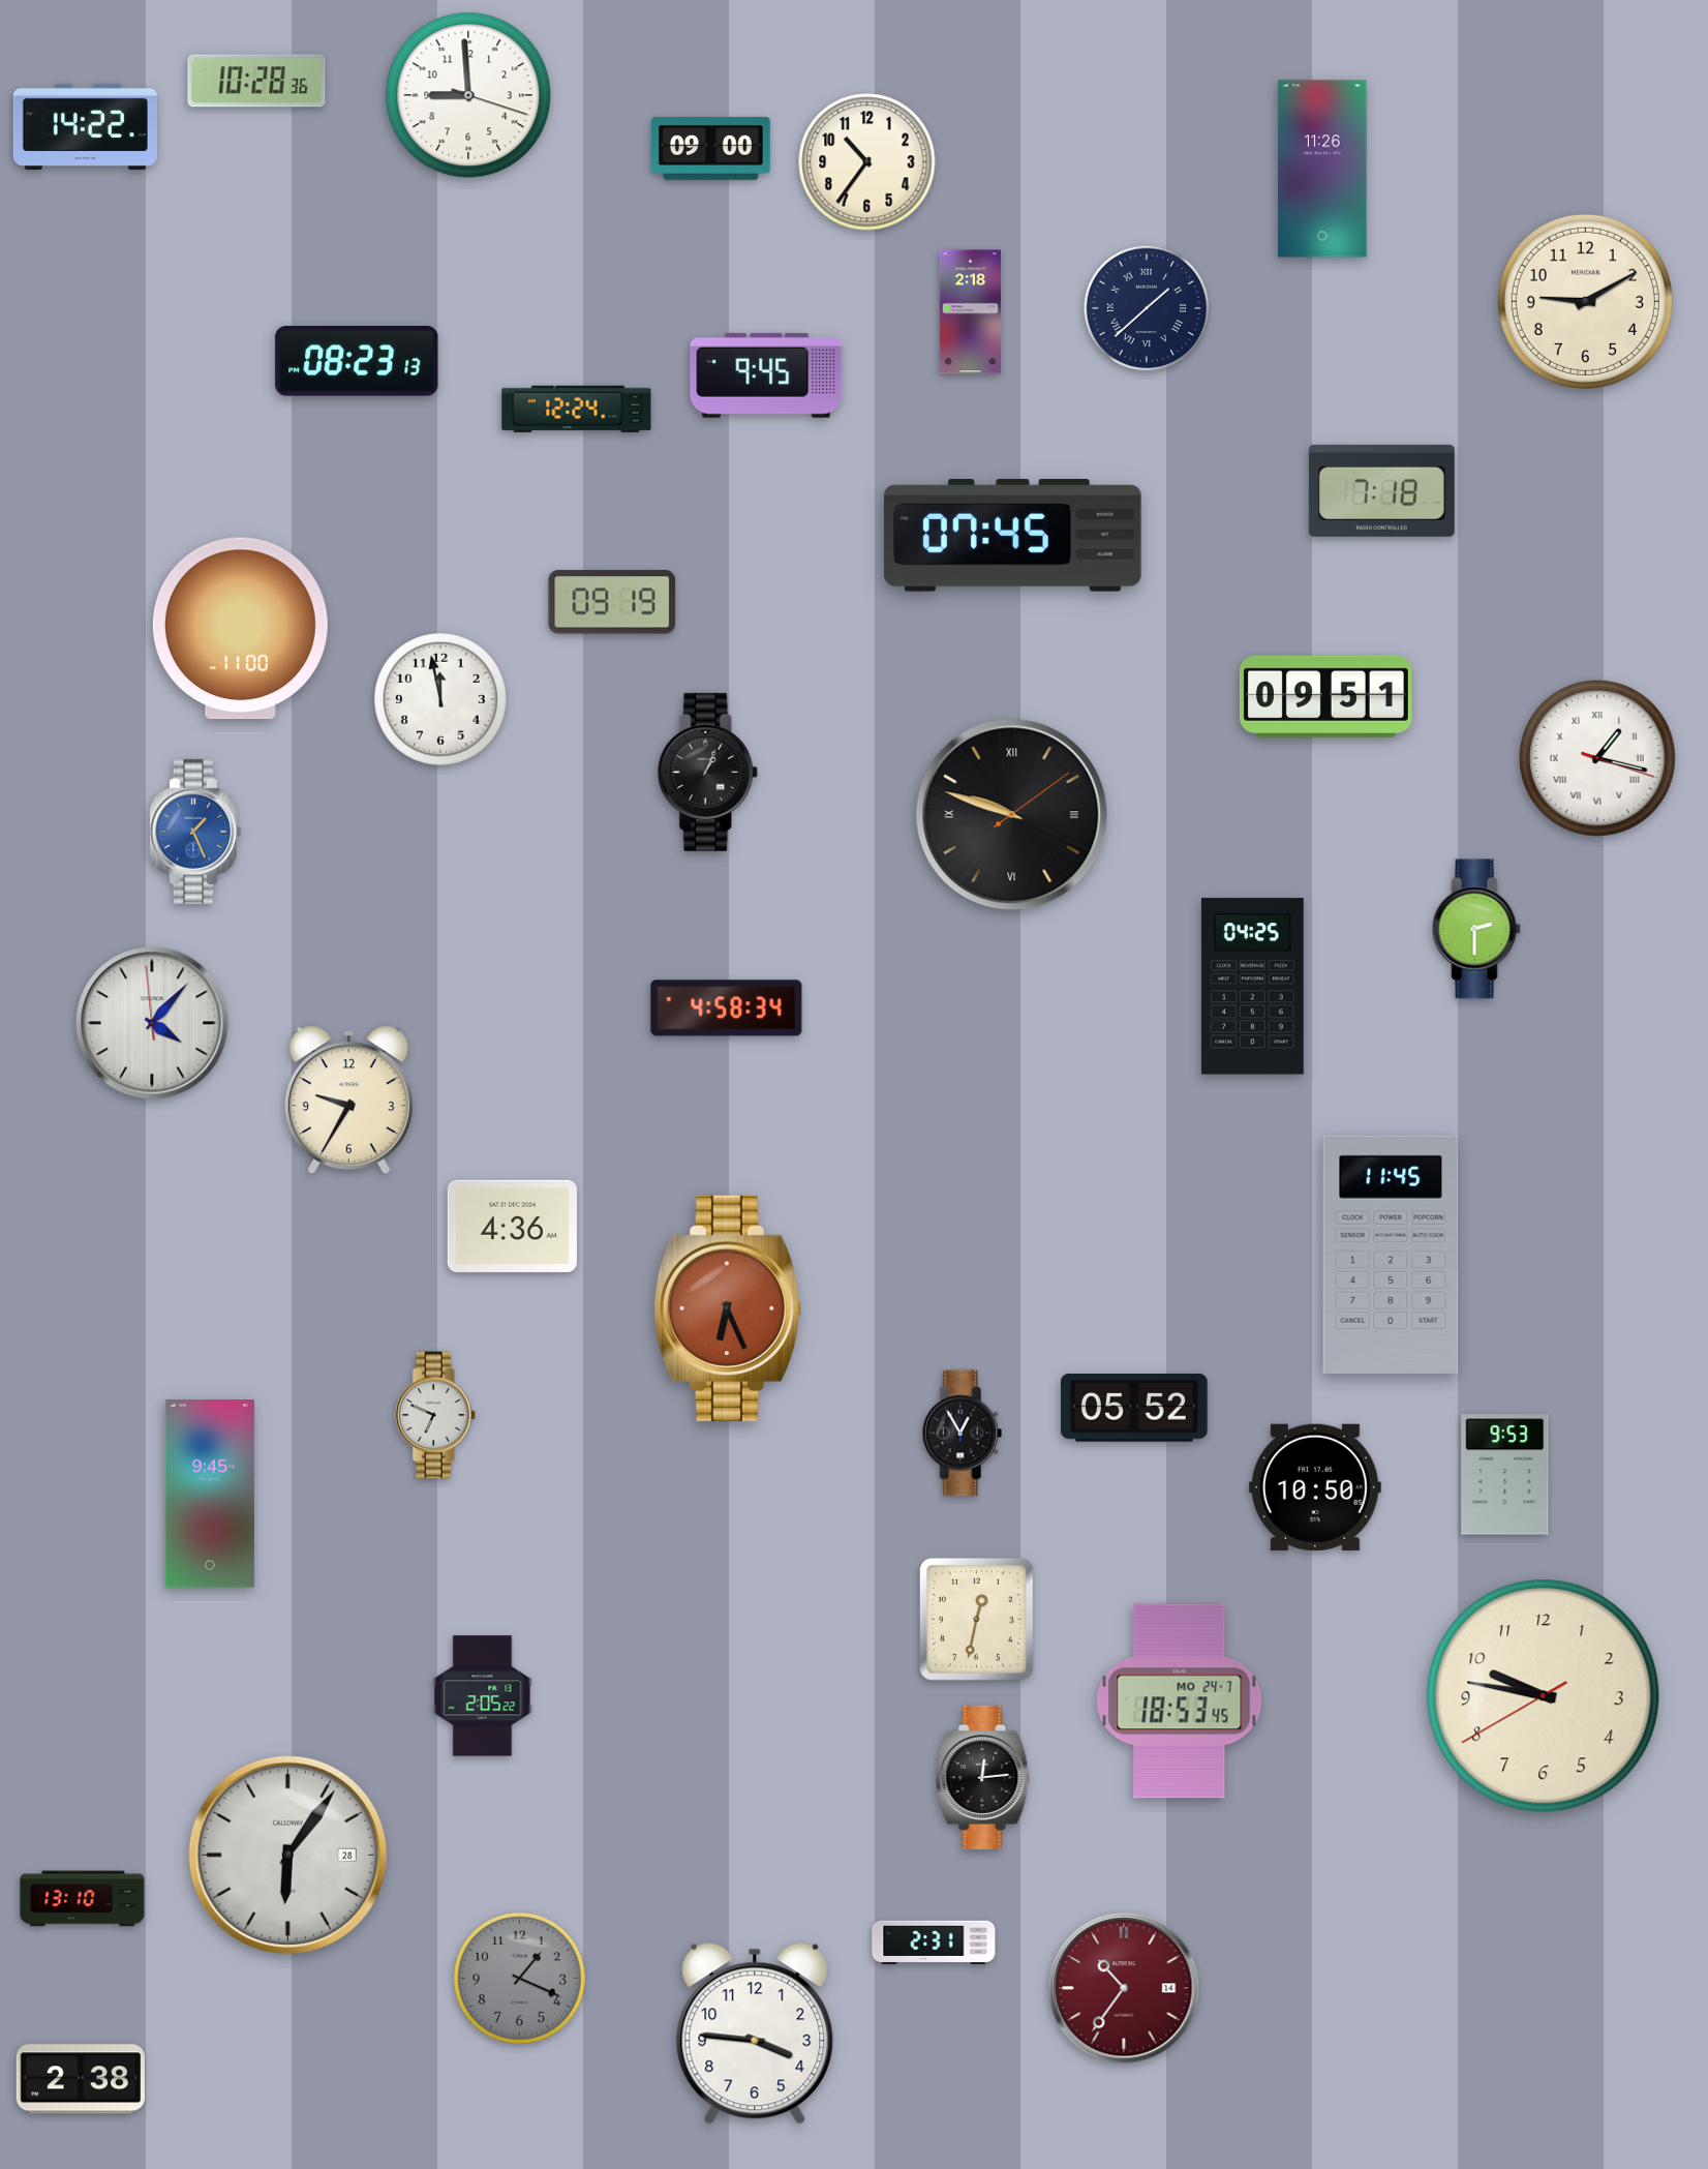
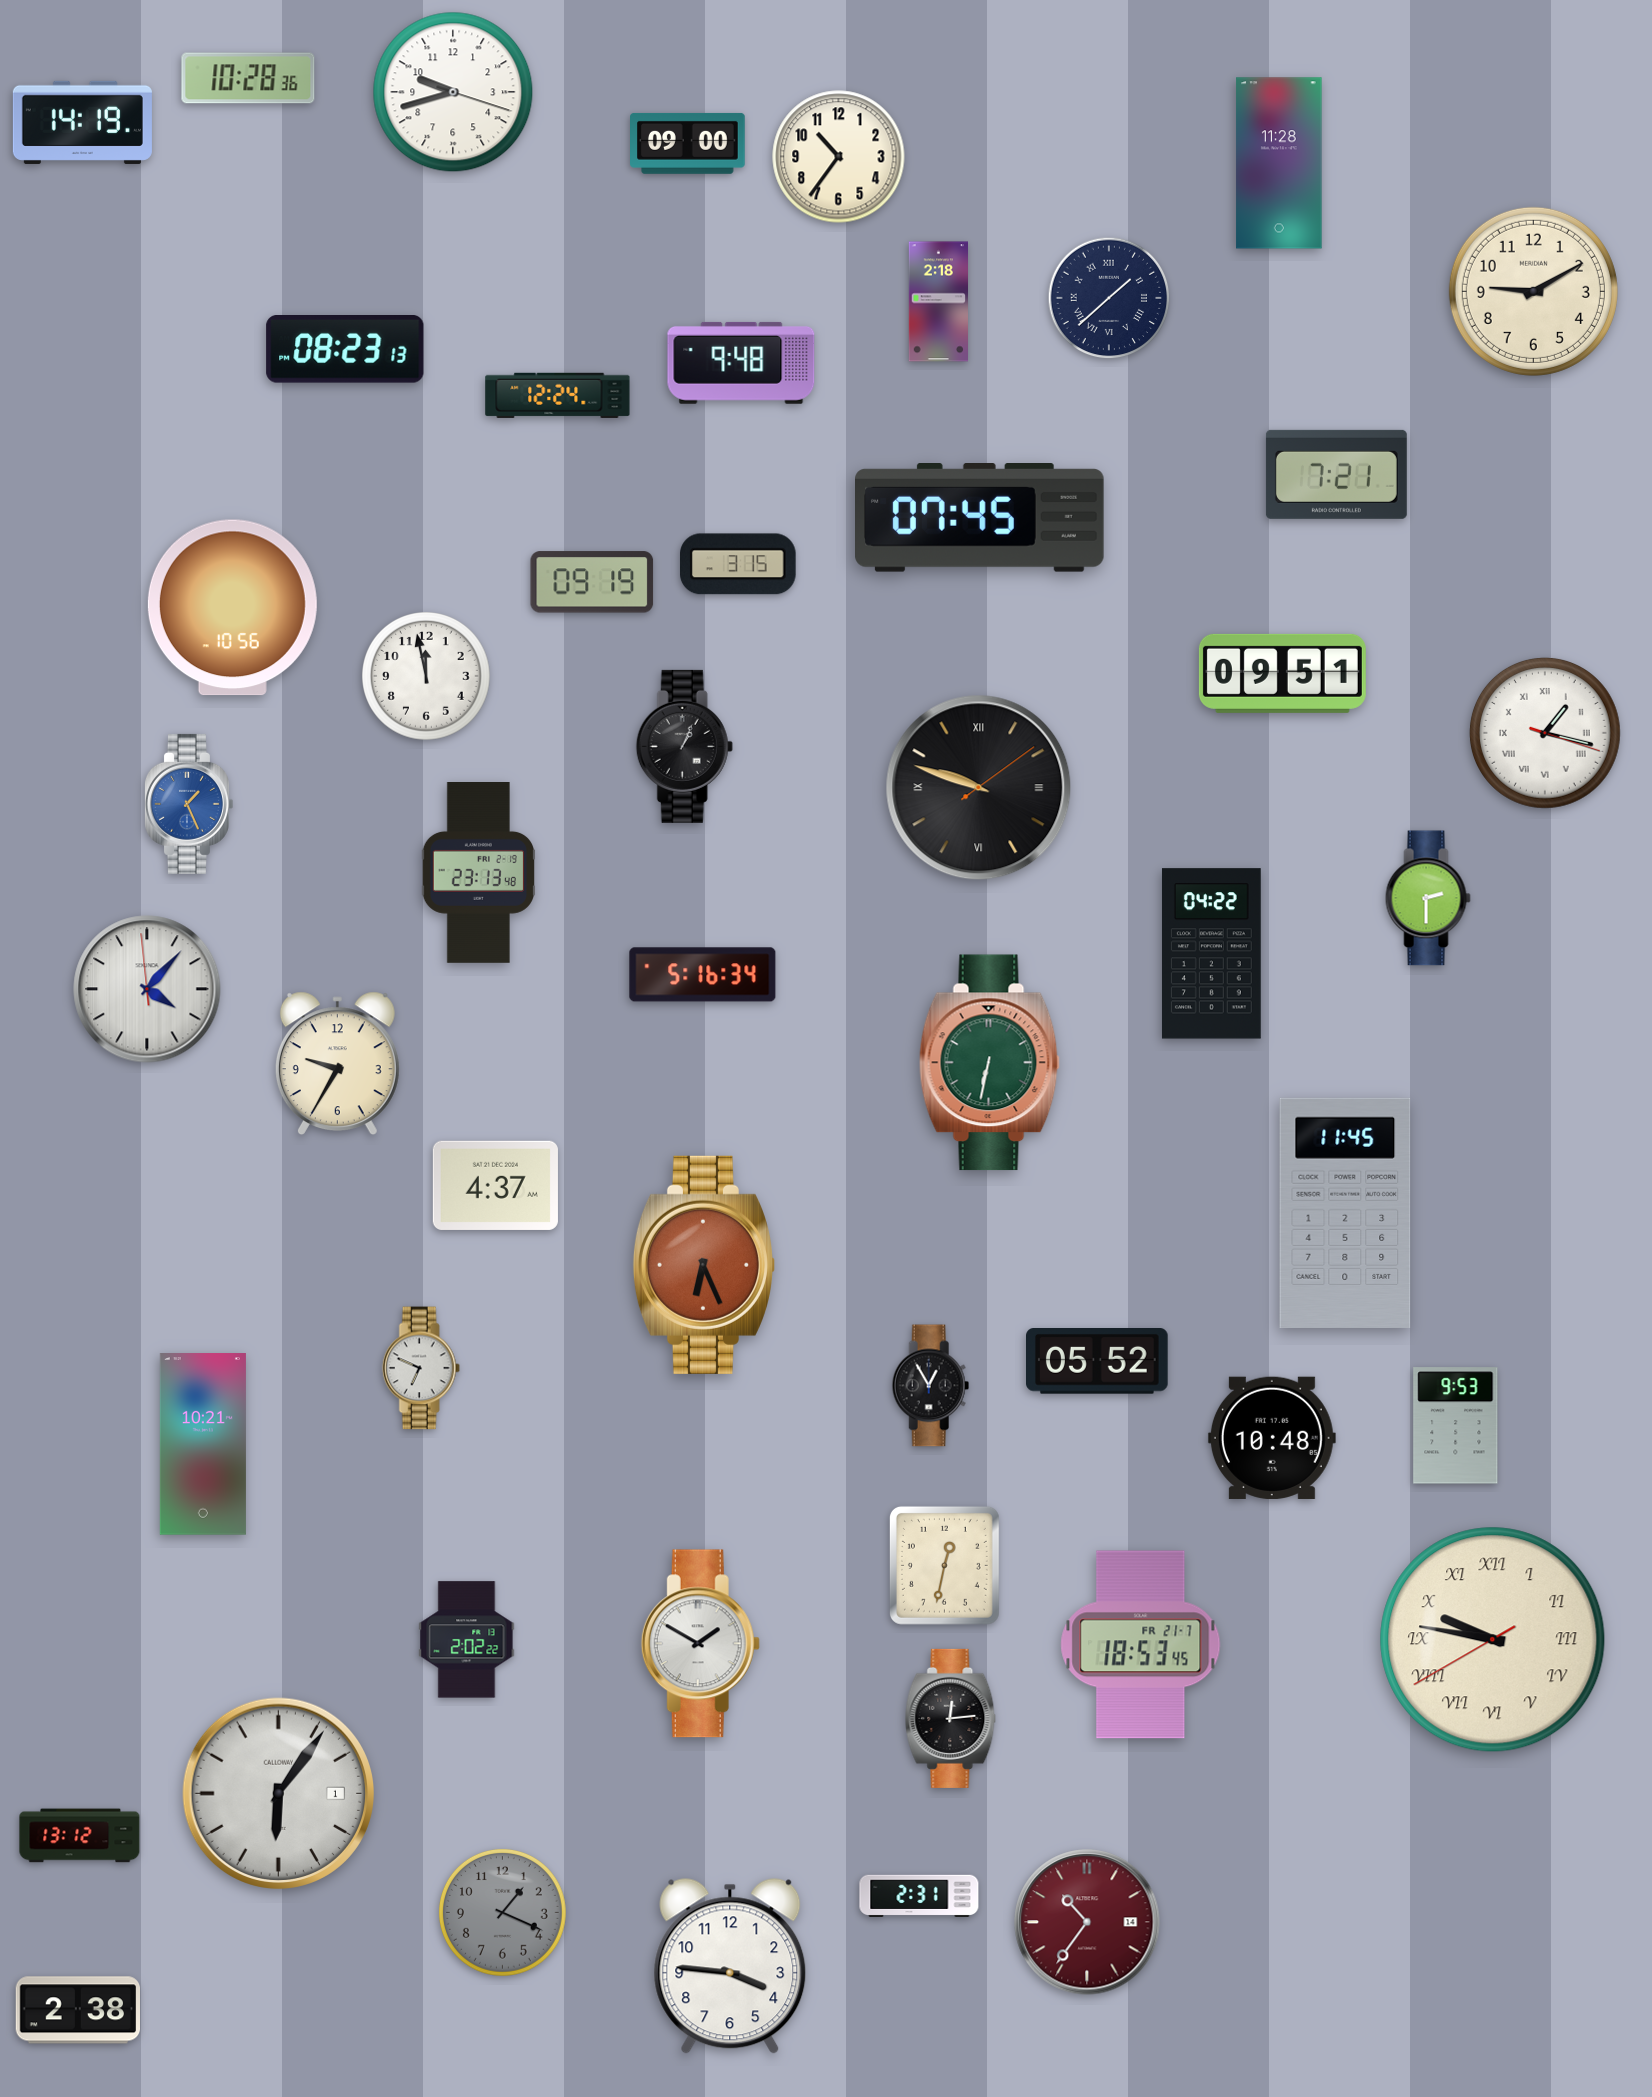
clock at (468, 95): 8:59 -> 9:42
clock at (85, 126): 14:22 -> 14:19
clock at (1322, 169): 11:26 -> 11:28
clock at (766, 375): 9:45 -> 9:48
clock at (1381, 490): 7:18 -> 7:21
clock at (738, 564): none -> 3:15
clock at (240, 629): 11:00 -> 10:56
clock at (478, 873): none -> 23:13
clock at (1252, 987): 04:25 -> 04:22
clock at (727, 1008): 4:58 -> 5:16
clock at (989, 1063): none -> 6:32
clock at (512, 1226): 4:36 -> 4:37
clock at (1315, 1487): 10:50 -> 10:48
clock at (210, 1494): 9:45 -> 10:21
clock at (483, 1696): 2:05 -> 2:02
clock at (1544, 1696) numerals: Arabic -> Roman
clock at (700, 1644): none -> 1:50
clock at (1180, 1701) date: MO 24-7 -> FR 21-7
clock at (287, 1855) date: 28 -> 1
clock at (83, 1899): 13:10 -> 13:12
clock at (934, 1941) position: (934, 1941) -> (919, 1895)
